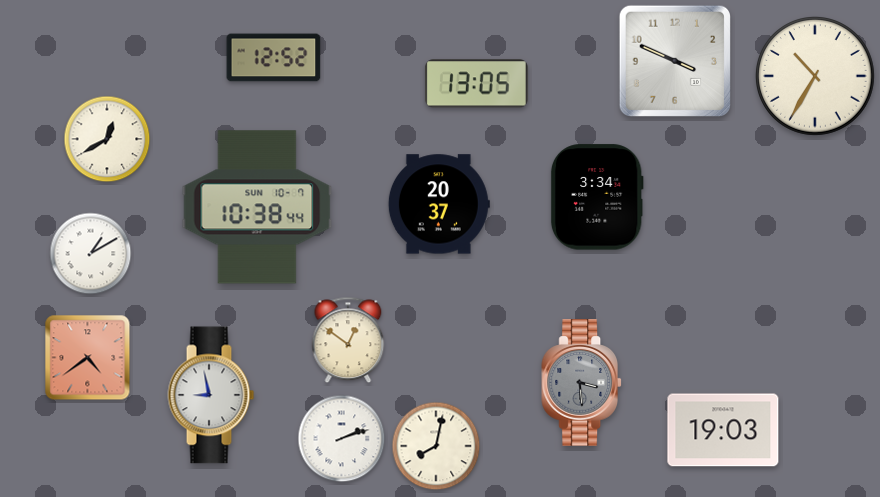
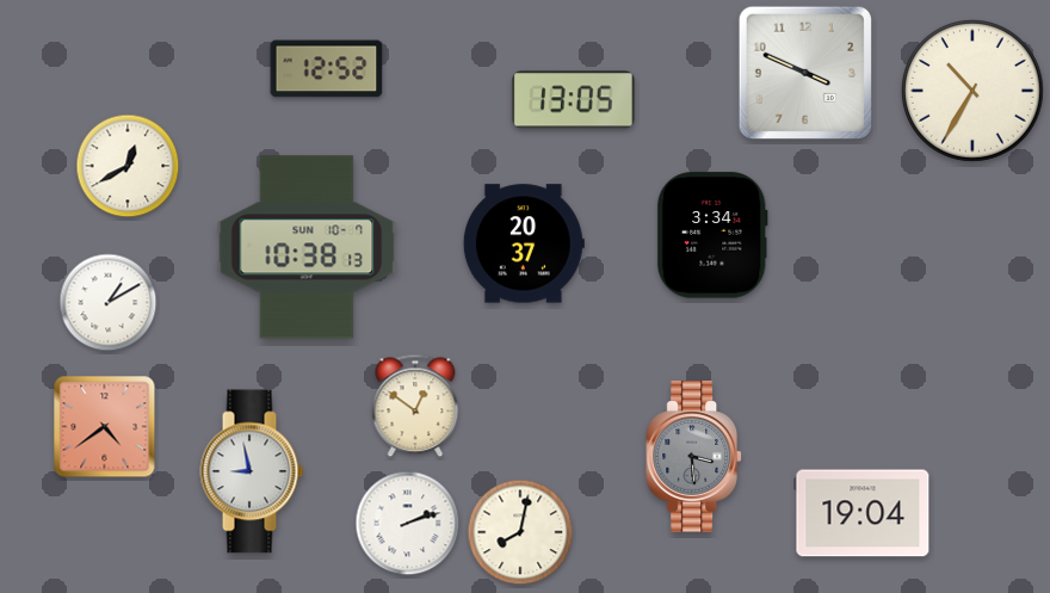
clock at (476, 84) position: (476, 84) -> (573, 100)
clock at (257, 207): 10:38:44 -> 10:38:13
clock at (723, 430): 19:03 -> 19:04
